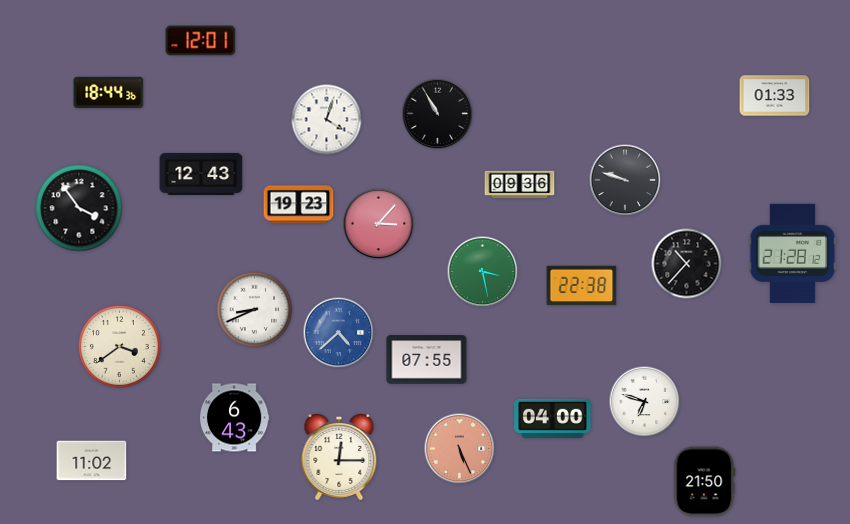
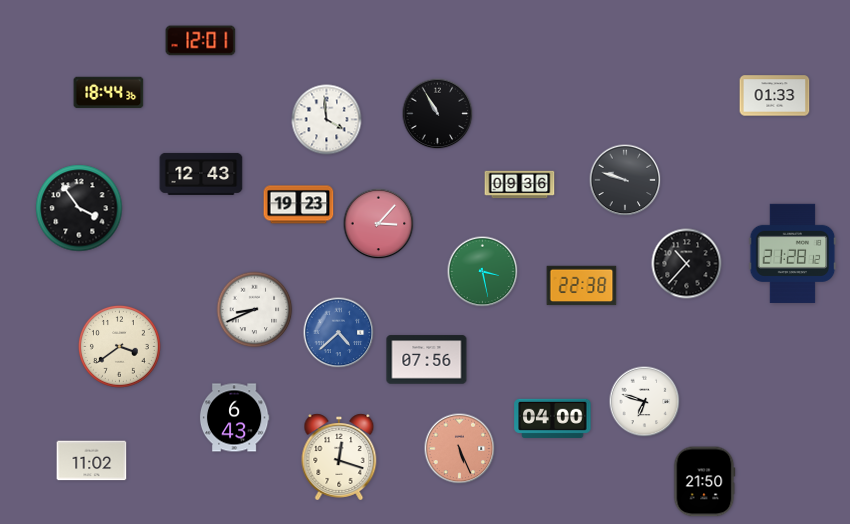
clock at (327, 120): 4:03 -> 3:59
clock at (427, 360): 07:55 -> 07:56
clock at (339, 457): 12:15 -> 12:18
